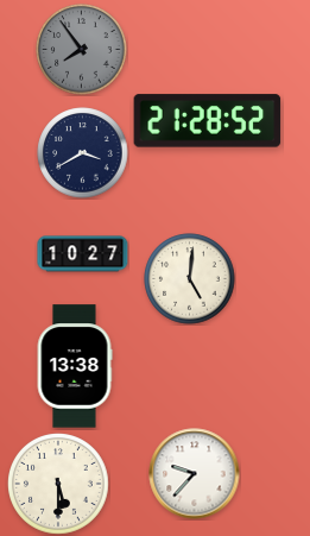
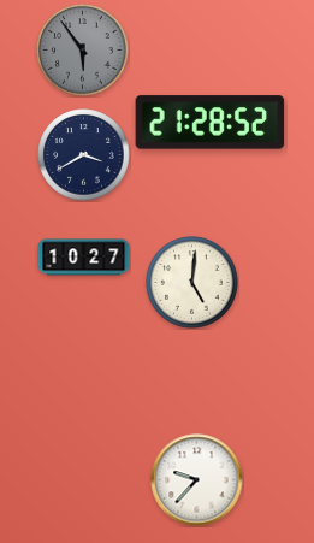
clock at (82, 50): 7:54 -> 5:54
clock at (75, 366): 13:38 -> none
clock at (58, 484): 5:30 -> none
